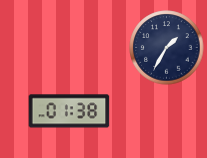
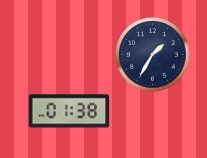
clock at (167, 48) position: (167, 48) -> (153, 55)
